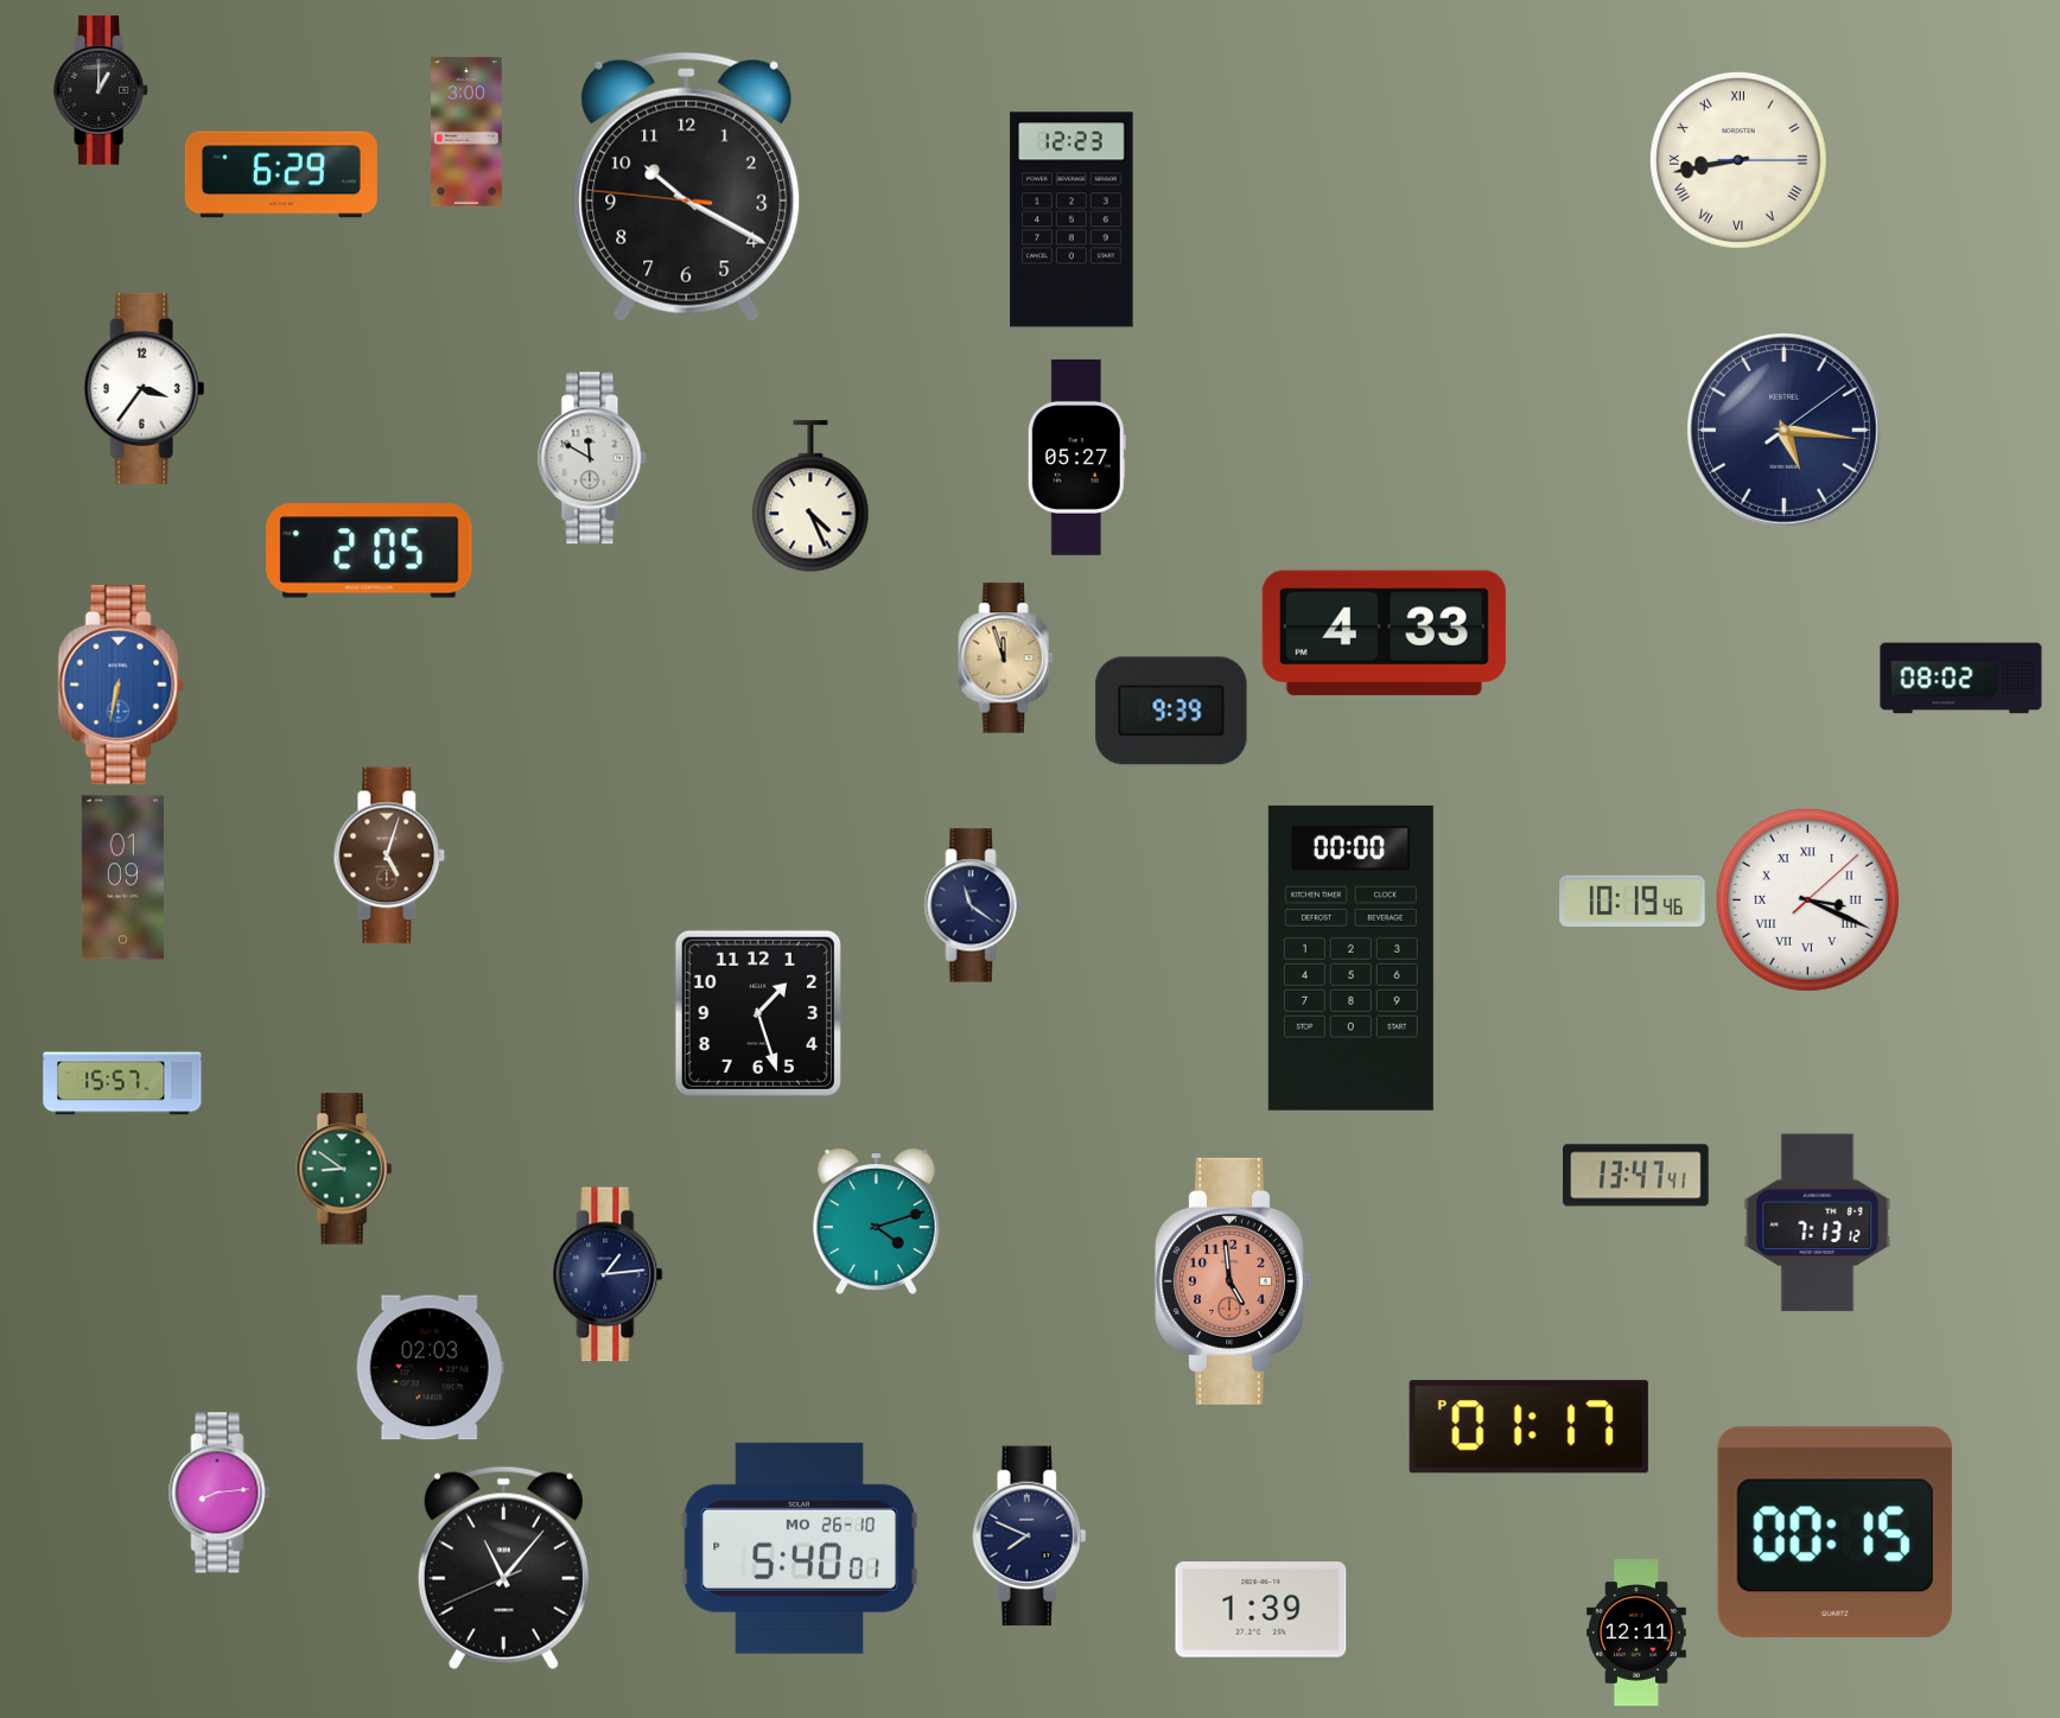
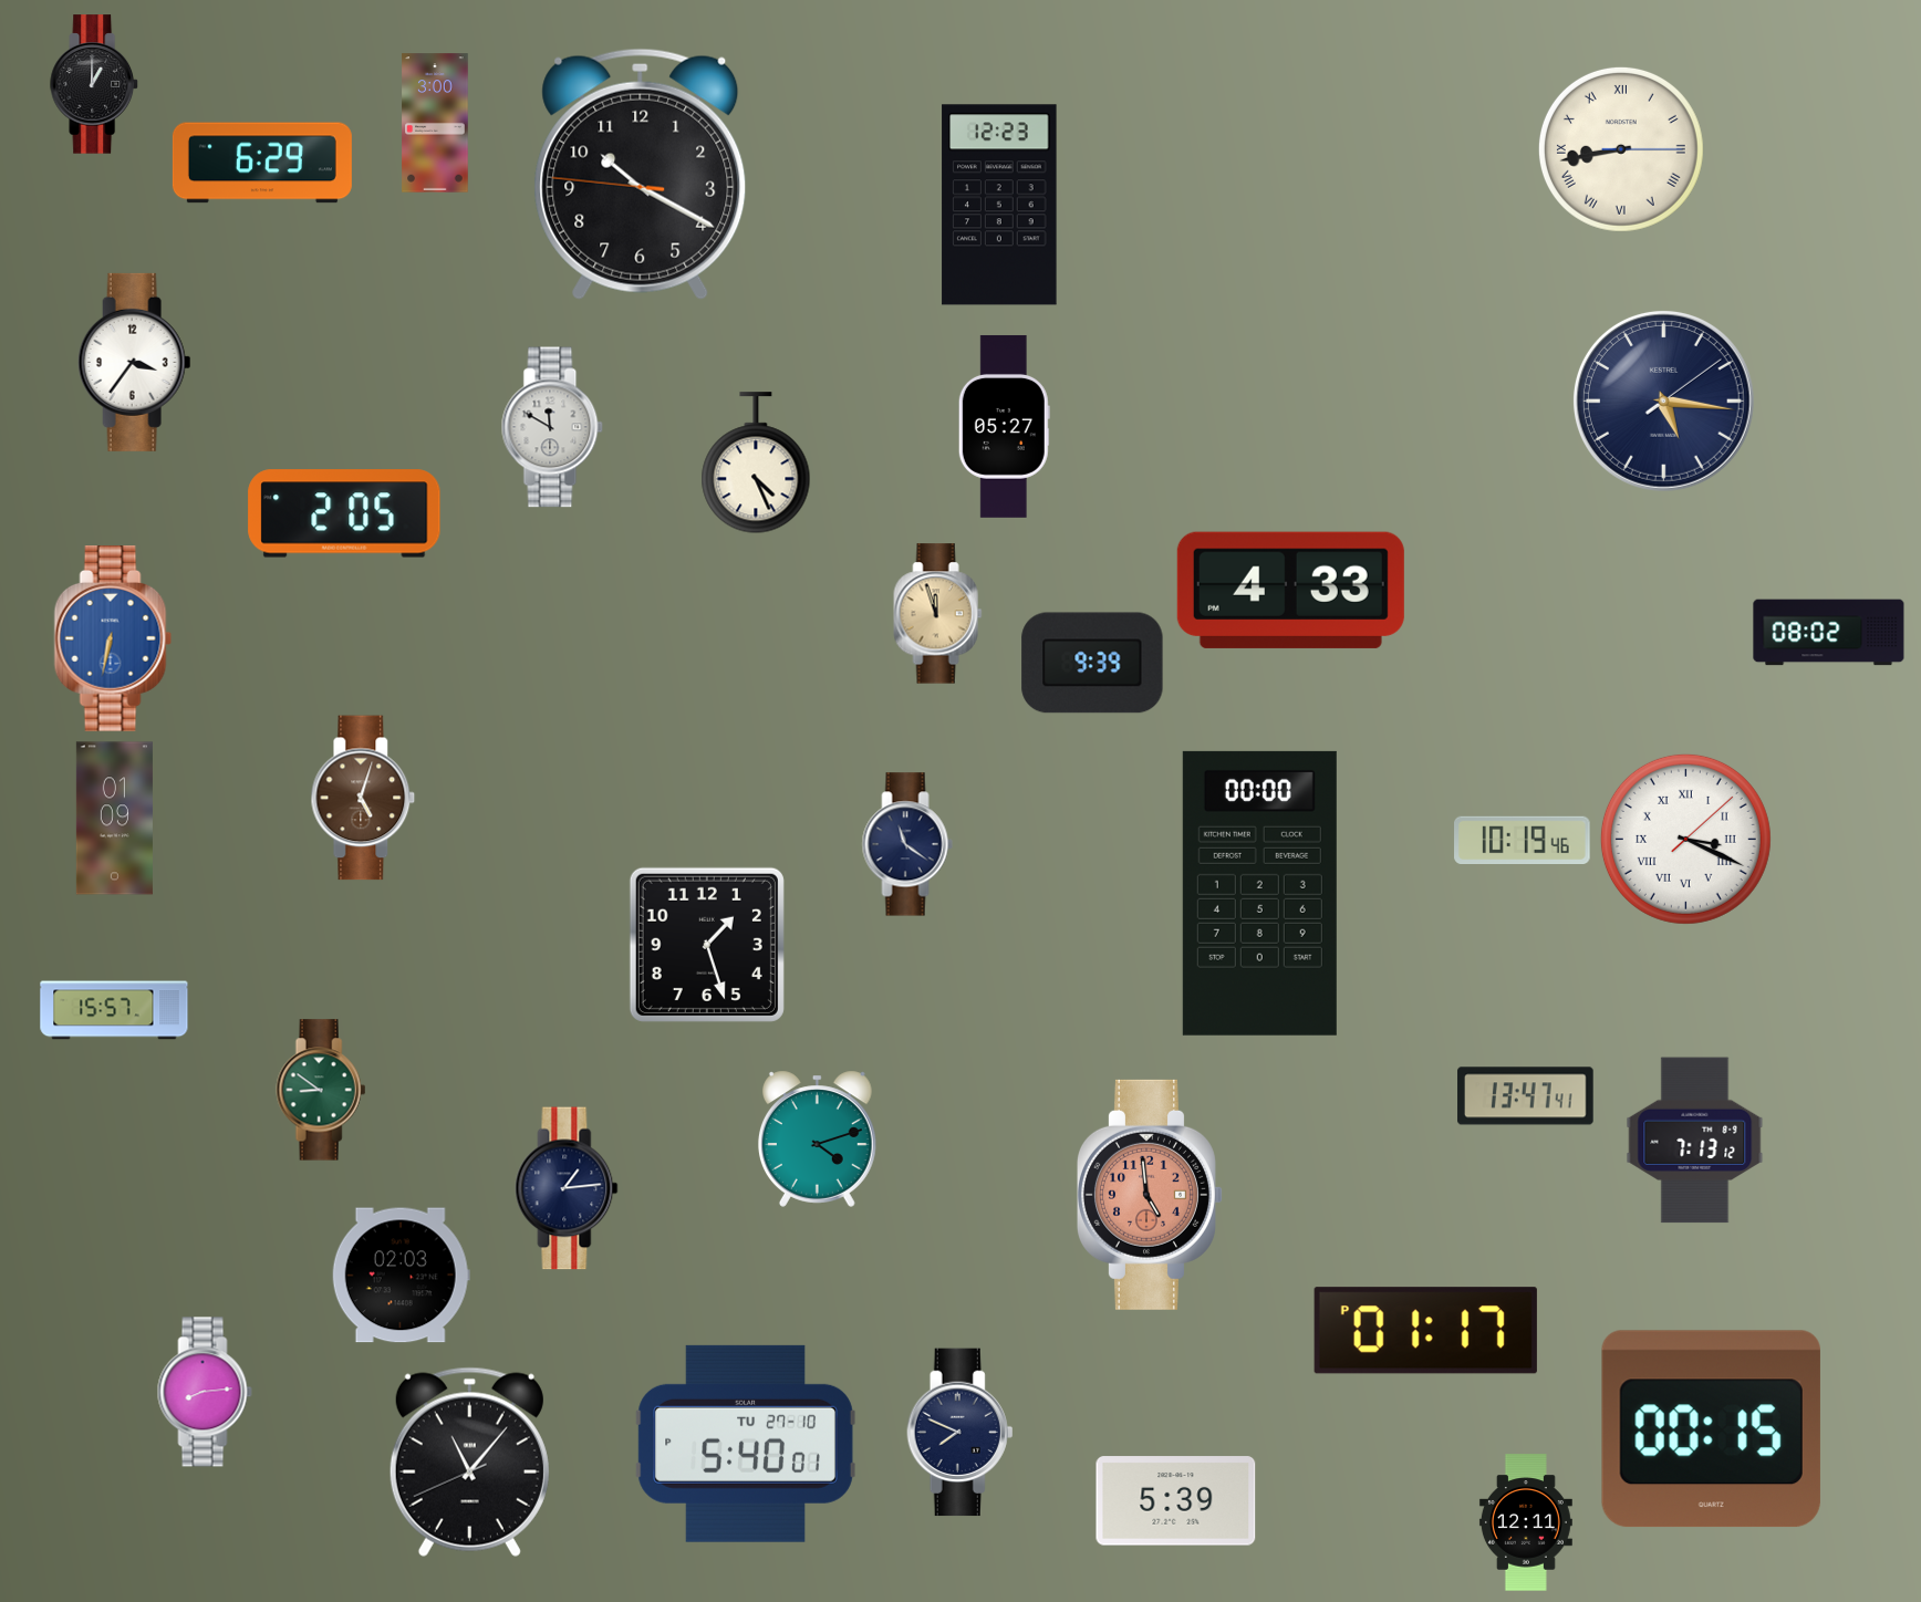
clock at (800, 1548) date: MO 26-10 -> TU 27-10
clock at (1261, 1610): 1:39 -> 5:39
